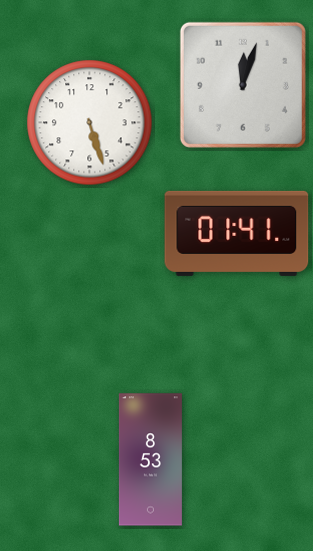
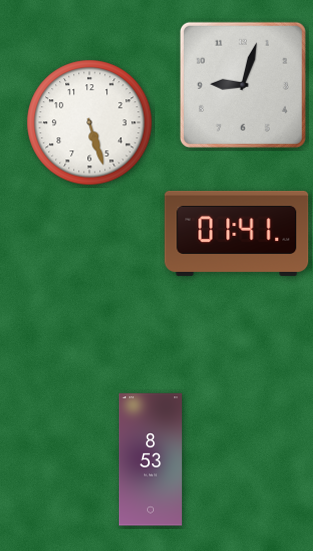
clock at (243, 85): 12:03 -> 9:03
